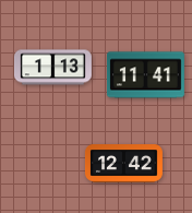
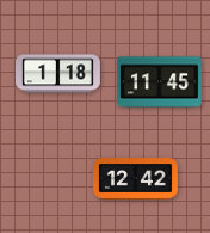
clock at (52, 68): 1:13 -> 1:18
clock at (145, 75): 11:41 -> 11:45
